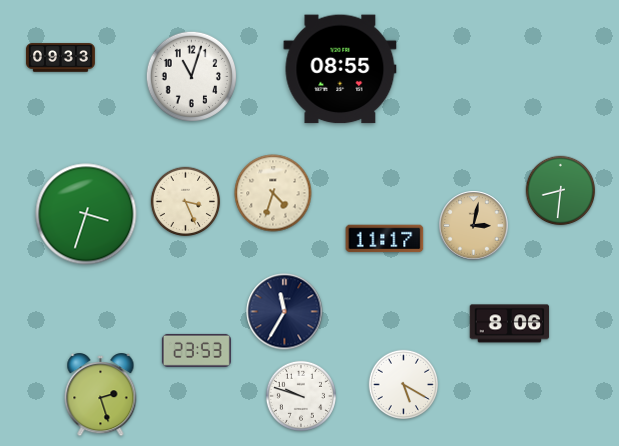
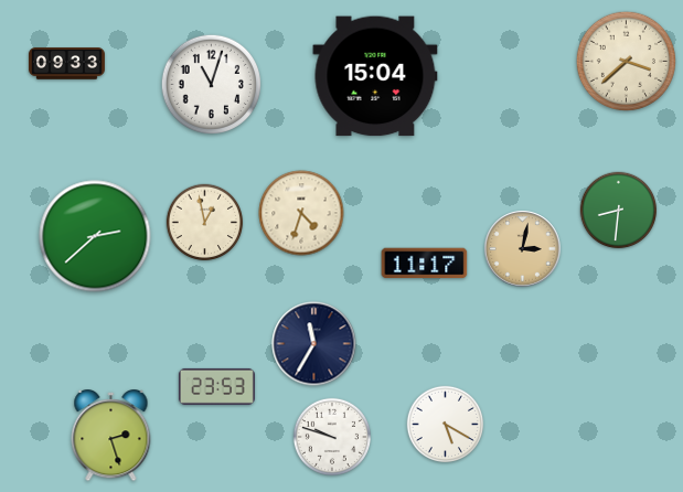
clock at (626, 61): none -> 3:38
clock at (340, 69): 08:55 -> 15:04
clock at (186, 202): 3:26 -> 12:58
clock at (86, 214): 3:33 -> 2:38
clock at (510, 324): 8:06 -> none
